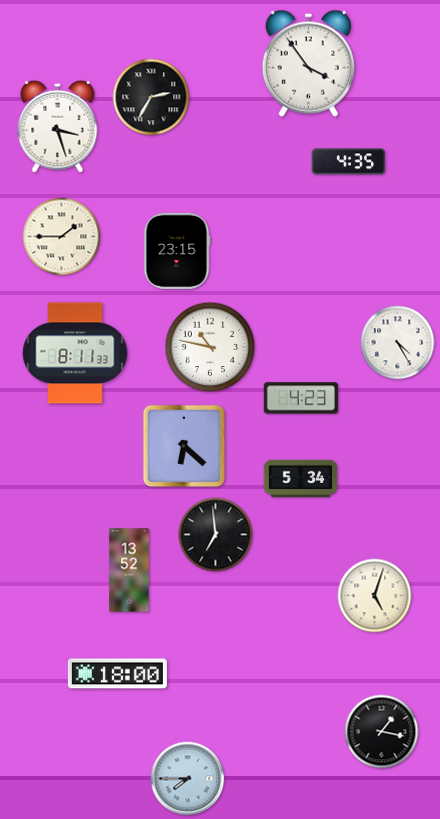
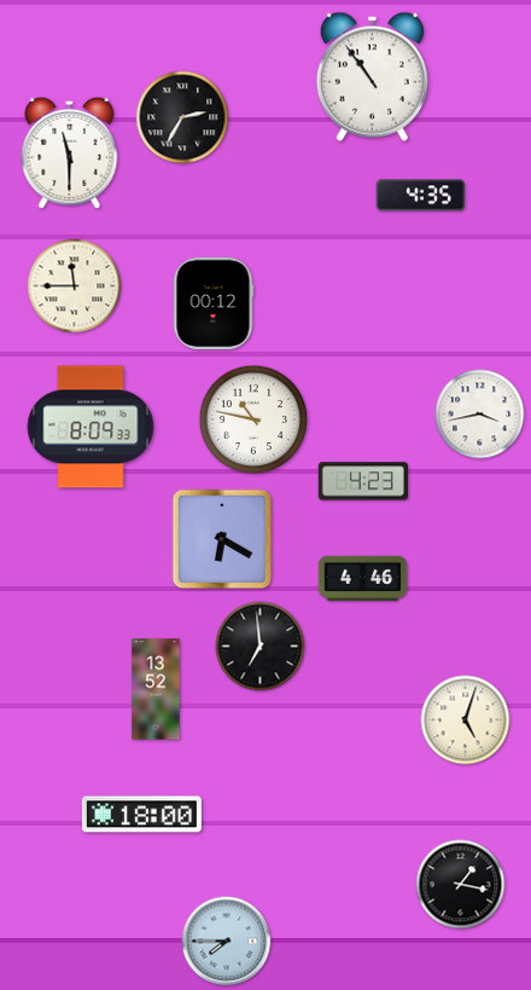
clock at (308, 63): 3:54 -> 10:54
clock at (58, 126): 3:27 -> 11:30
clock at (62, 237): 1:45 -> 11:45
clock at (177, 251): 23:15 -> 00:12
clock at (398, 343): 4:25 -> 3:43
clock at (75, 353): 8:11 -> 8:09
clock at (184, 446): 6:22 -> 6:20
clock at (301, 479): 5:34 -> 4:46
clock at (375, 596) position: (375, 596) -> (466, 720)
